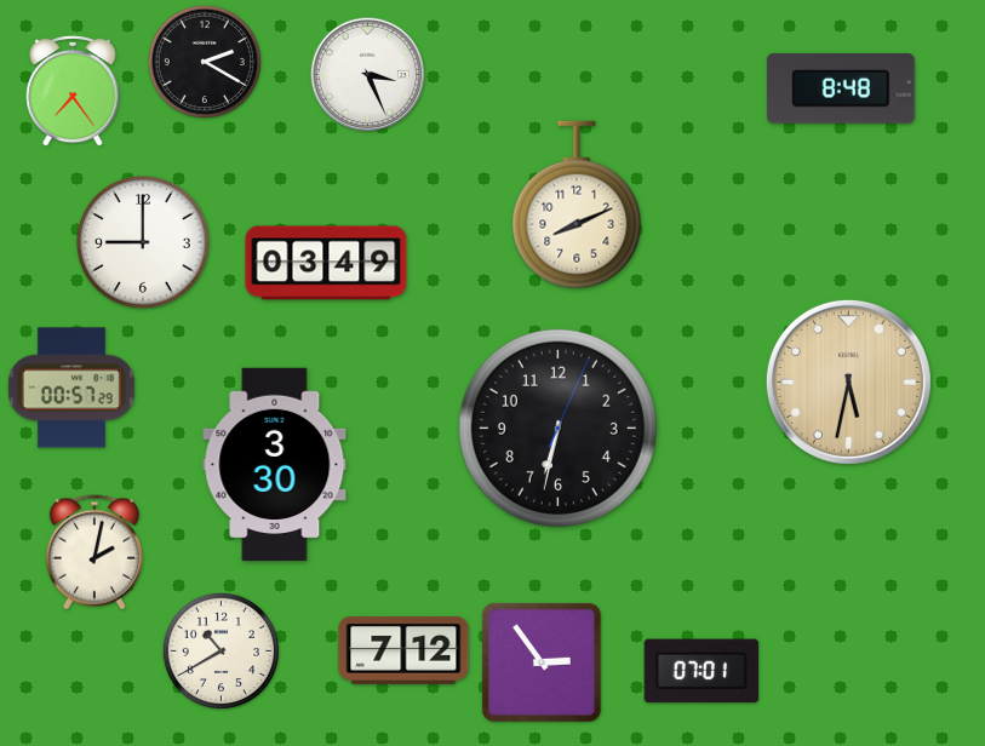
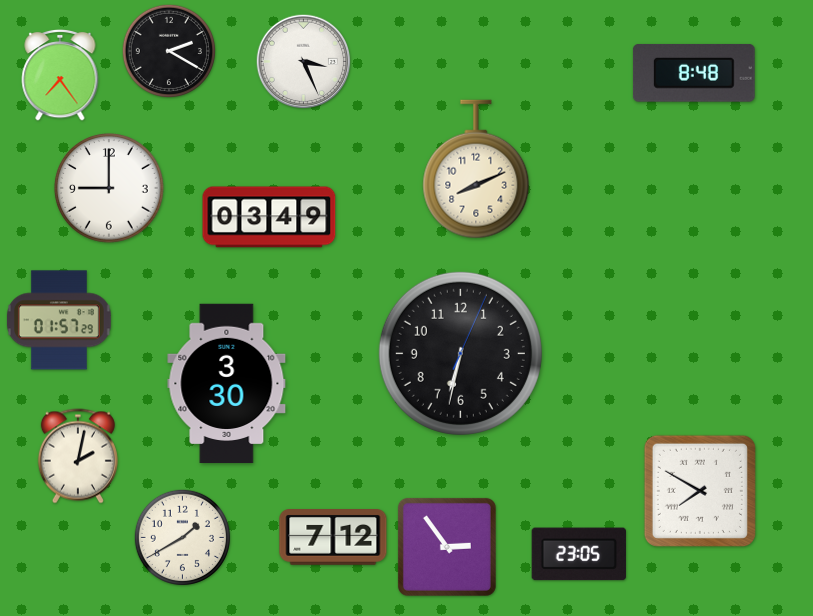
clock at (143, 242) position: (143, 242) -> (109, 188)
clock at (848, 381): 5:32 -> none
clock at (71, 388): 00:57 -> 01:57
clock at (700, 491): none -> 7:50
clock at (221, 650): 10:40 -> 1:40
clock at (701, 671): 07:01 -> 23:05
